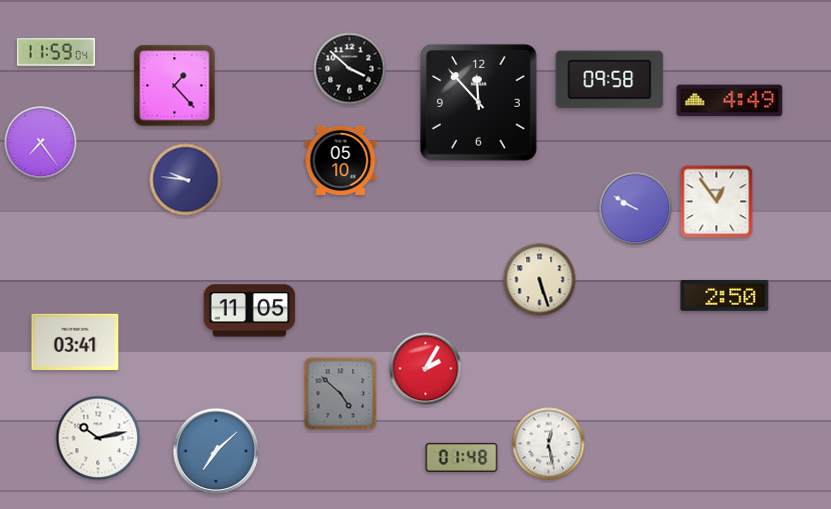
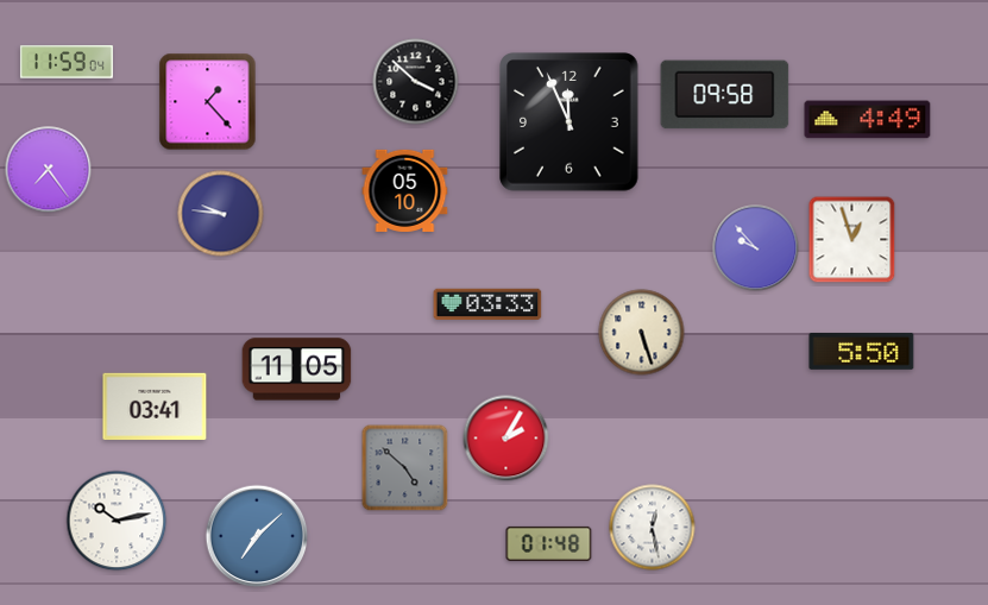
clock at (479, 103): 11:53 -> 11:56
clock at (717, 202): 12:54 -> 12:57
clock at (636, 209): 9:50 -> 9:53
clock at (487, 303): none -> 03:33
clock at (725, 296): 2:50 -> 5:50
clock at (75, 342) position: (75, 342) -> (155, 407)
